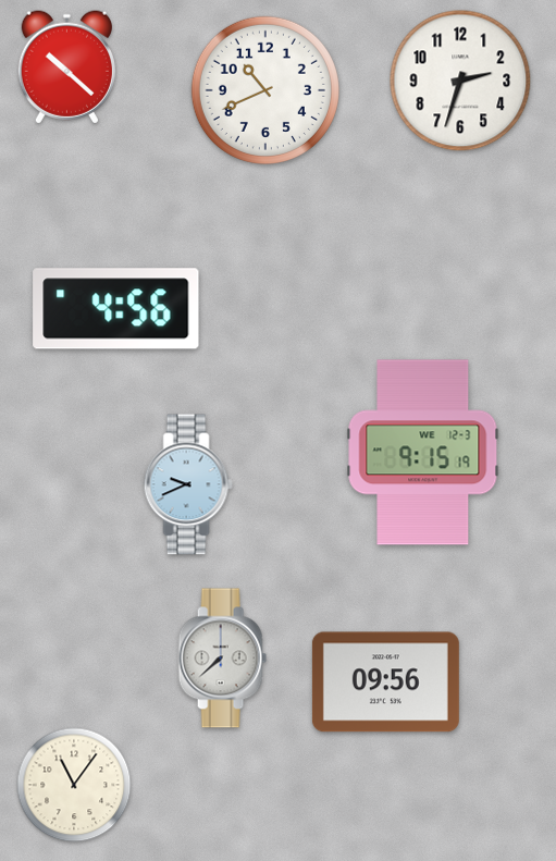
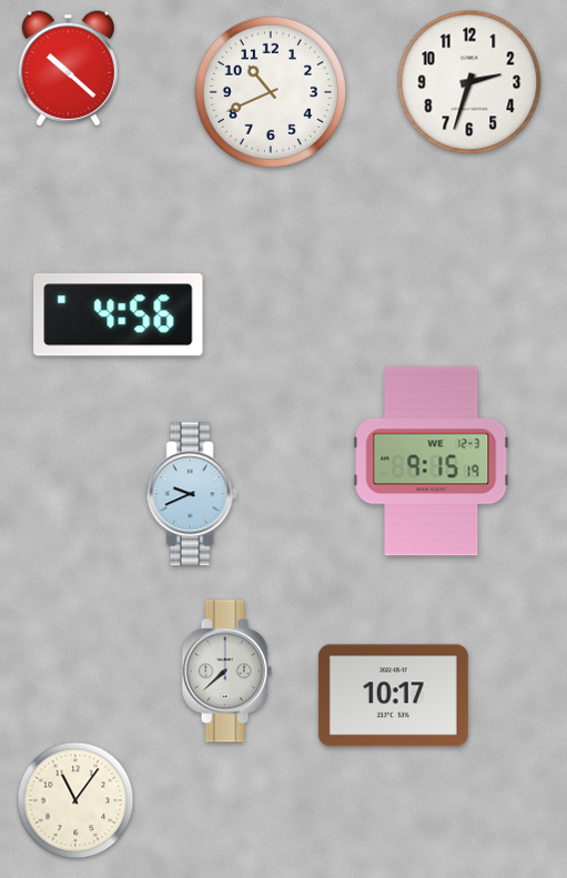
clock at (385, 682): 09:56 -> 10:17
